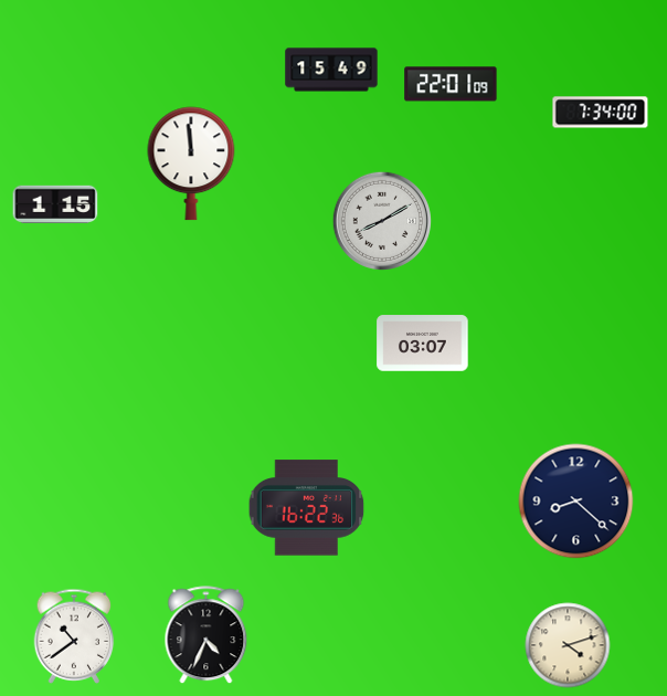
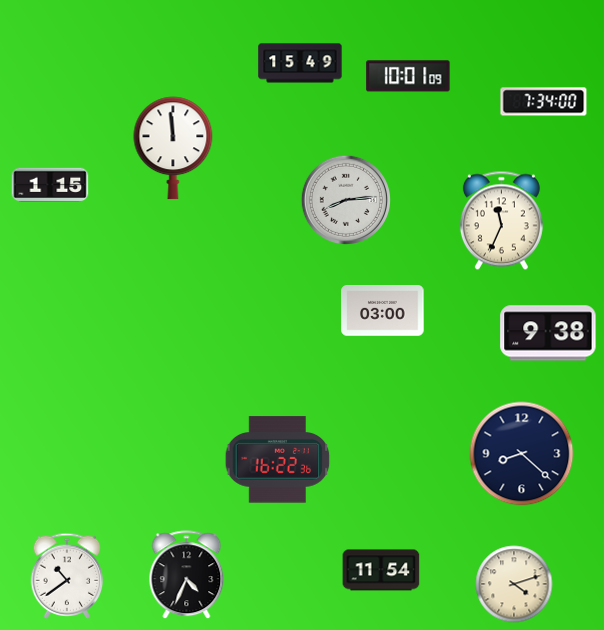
clock at (451, 84): 22:01 -> 10:01
clock at (382, 221): 8:10 -> 8:14
clock at (501, 221): none -> 11:34
clock at (423, 344): 03:07 -> 03:00
clock at (548, 333): none -> 9:38
clock at (381, 570): none -> 11:54
